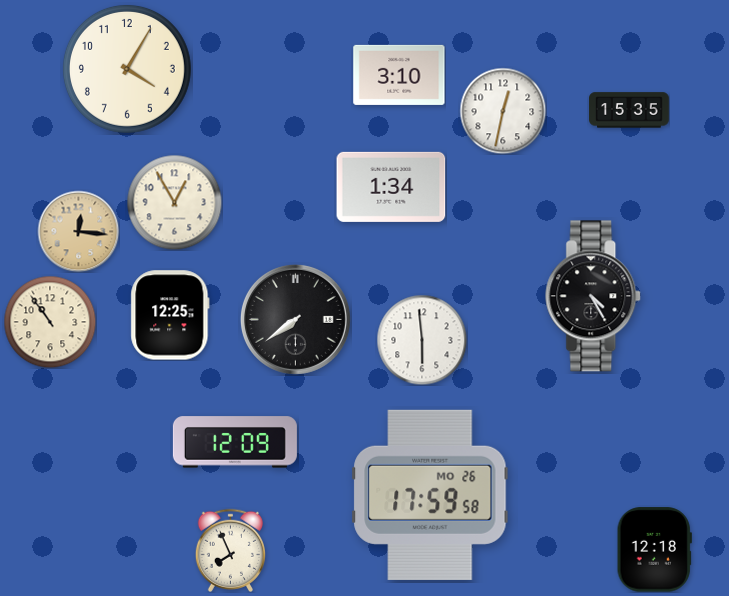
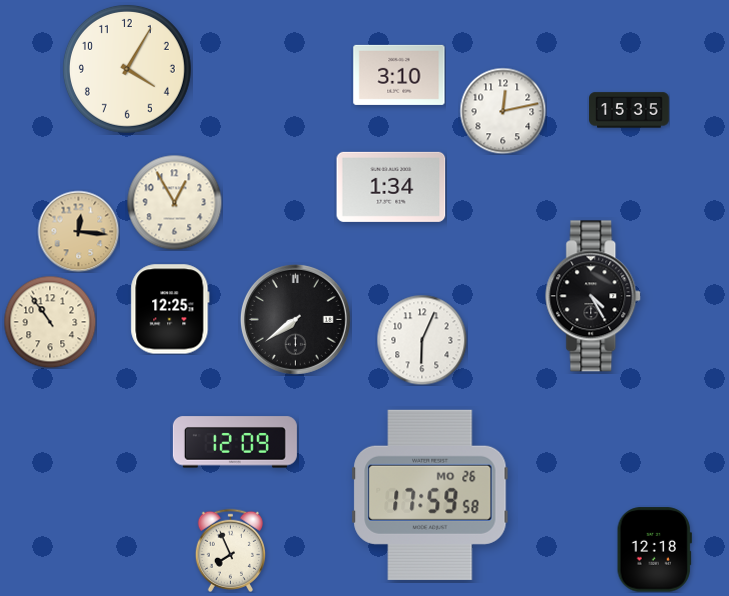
clock at (503, 111): 12:32 -> 12:13
clock at (170, 315) position: (170, 315) -> (170, 309)
clock at (422, 340): 5:59 -> 6:04
